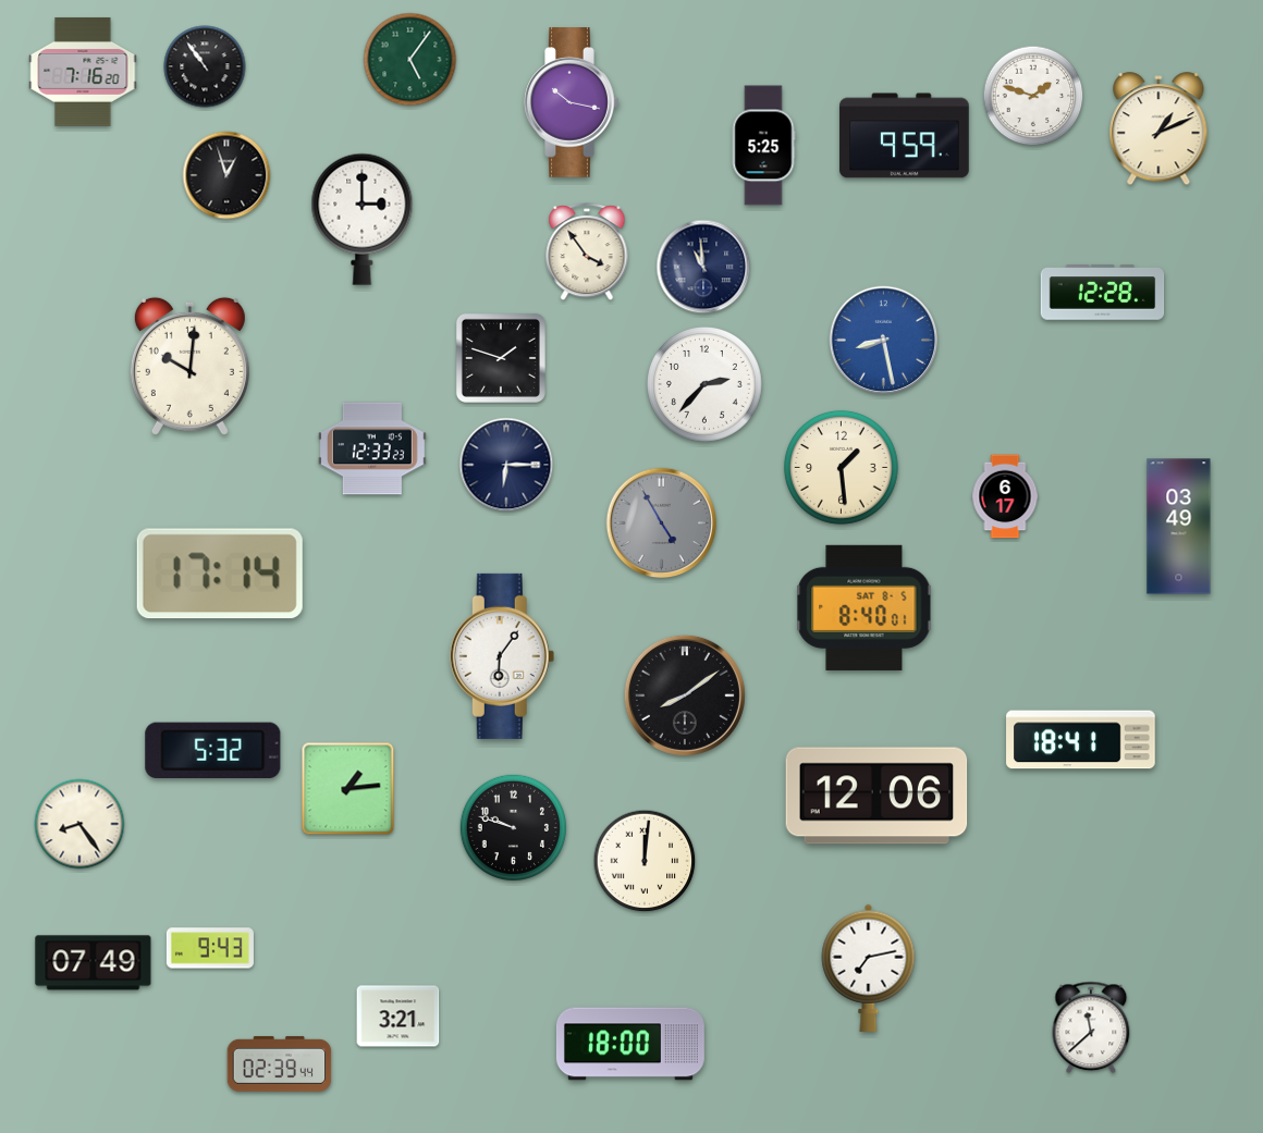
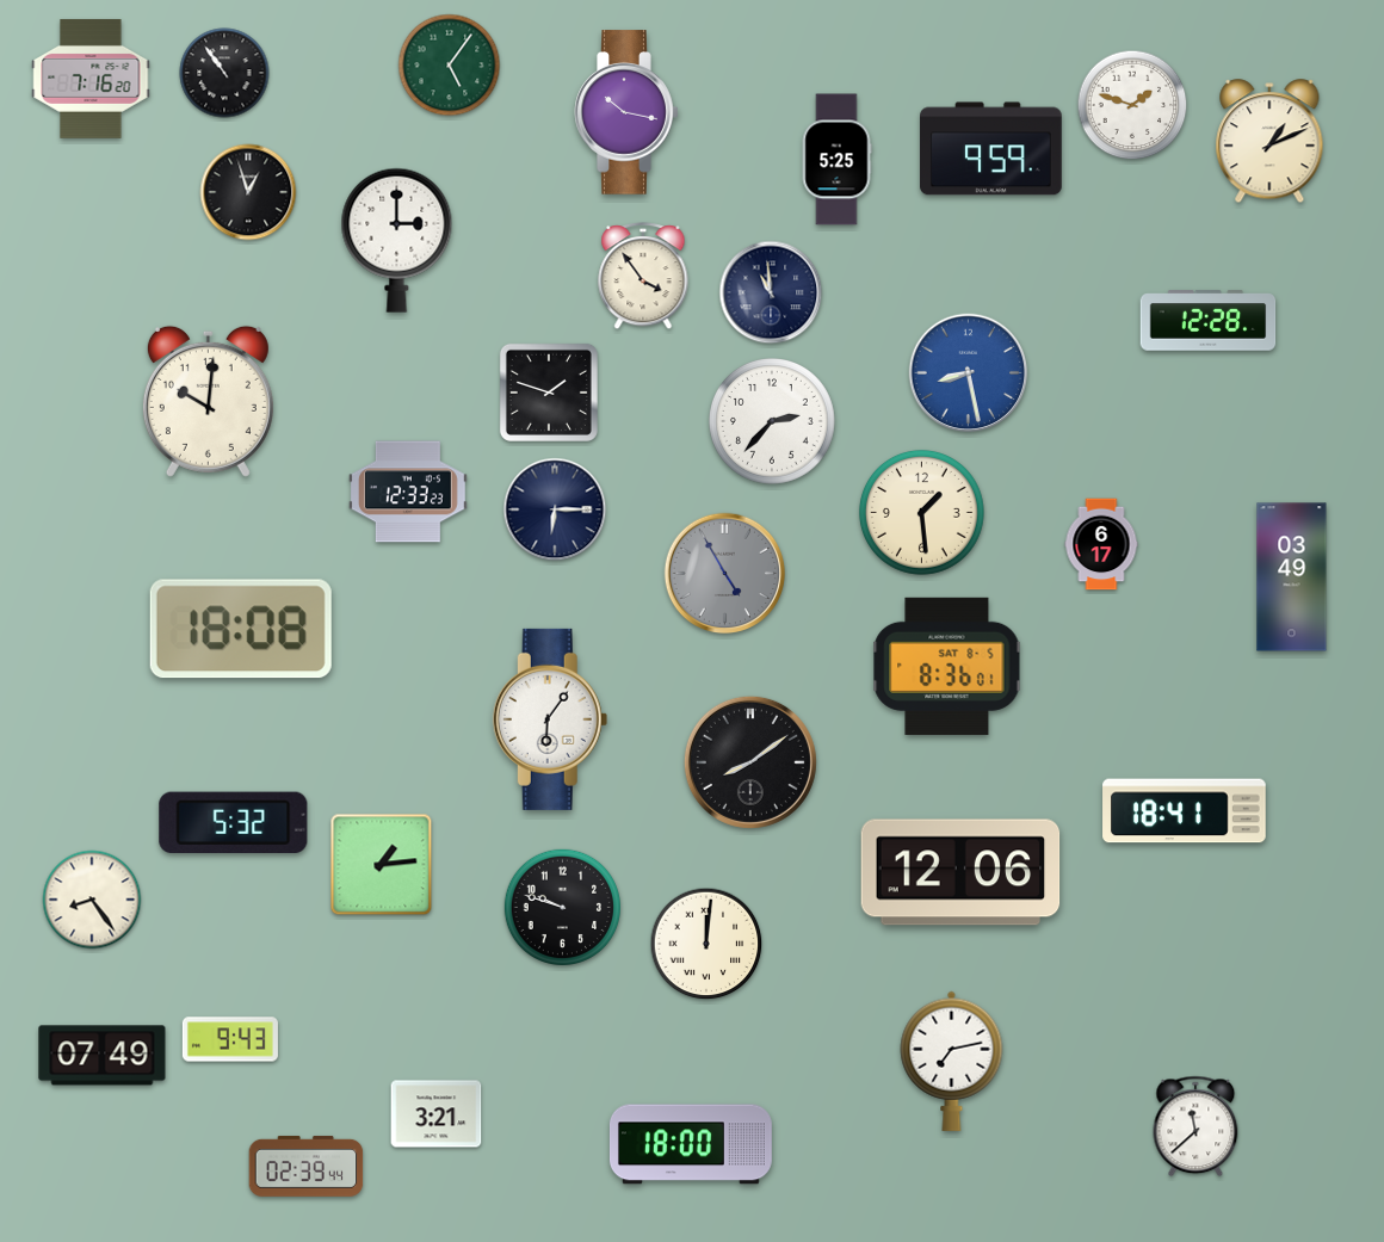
clock at (220, 574): 17:14 -> 18:08
clock at (865, 607): 8:40 -> 8:36
clock at (79, 824) position: (79, 824) -> (92, 900)
